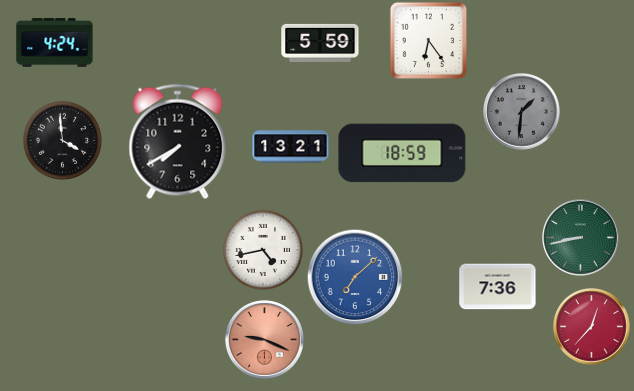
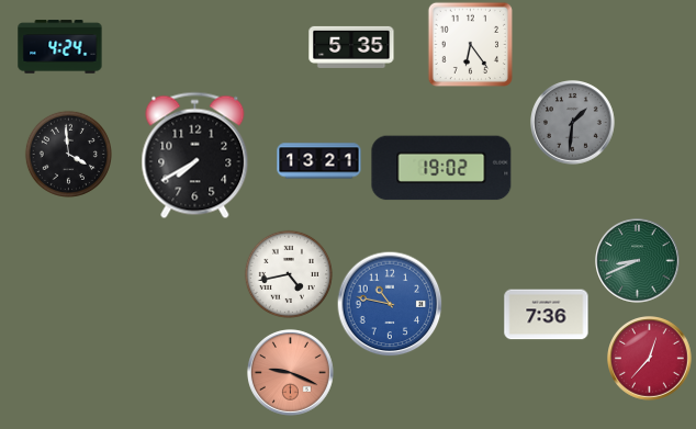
clock at (320, 43): 5:59 -> 5:35
clock at (402, 153): 18:59 -> 19:02
clock at (581, 238): 8:43 -> 8:41
clock at (355, 277): 7:08 -> 10:47
